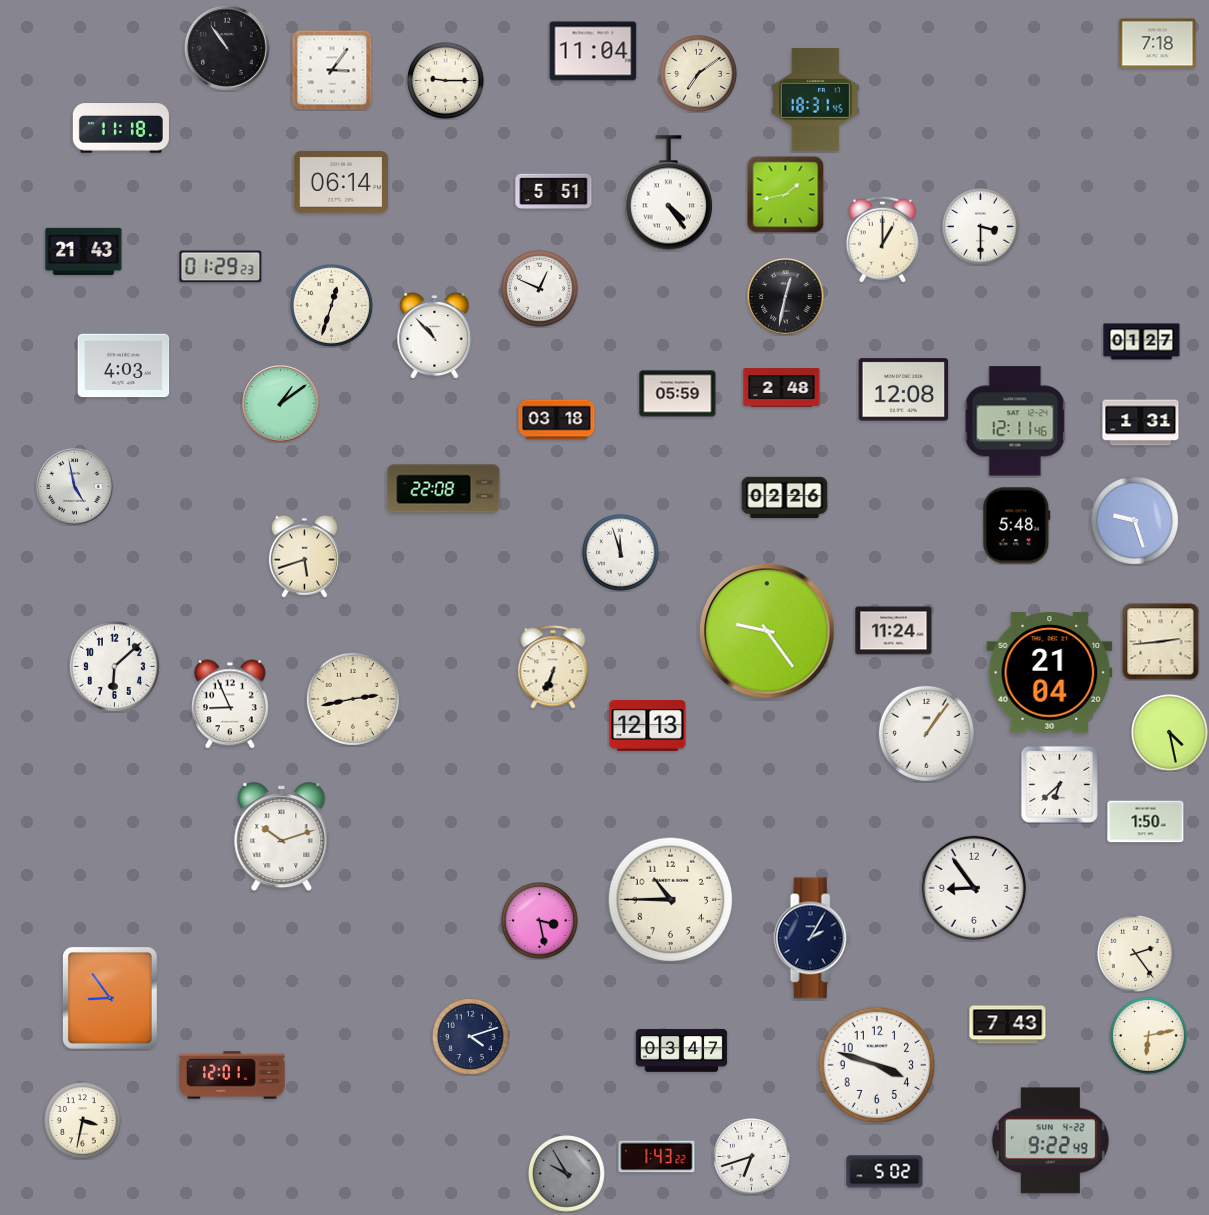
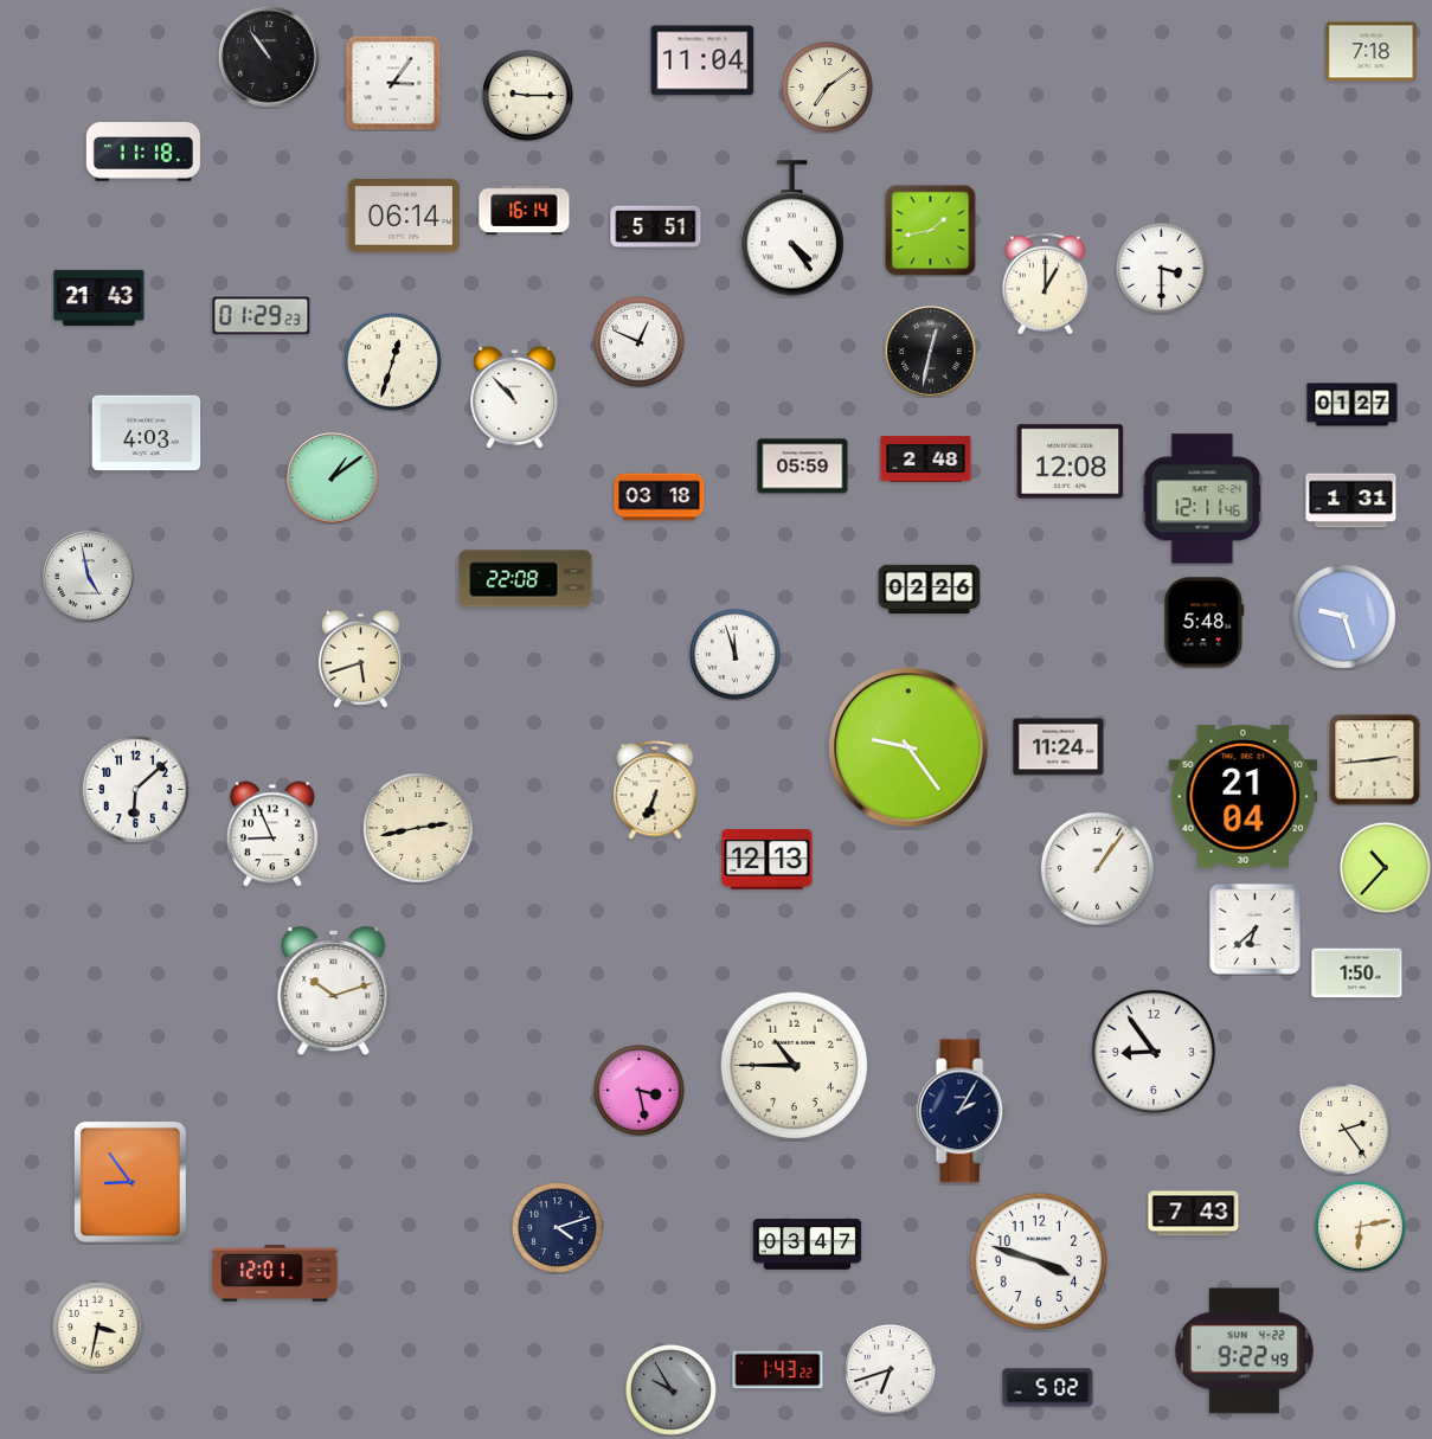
clock at (815, 100): 18:31 -> none
clock at (525, 211): none -> 16:14
clock at (1170, 733): 4:28 -> 10:37
